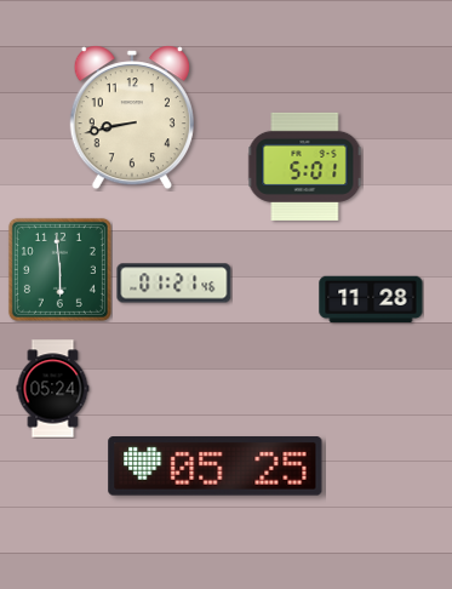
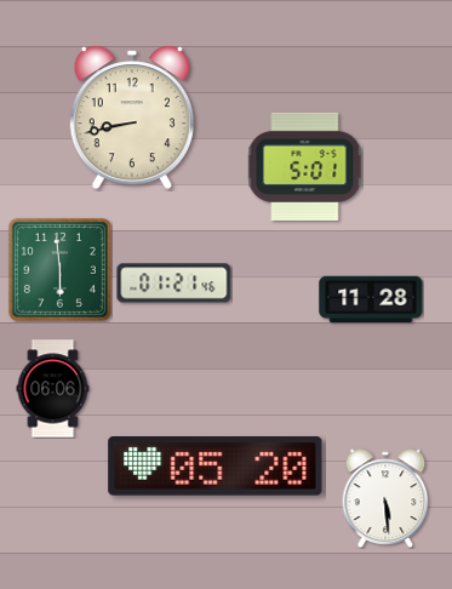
clock at (53, 389): 05:24 -> 06:06
clock at (216, 467): 05:25 -> 05:20
clock at (385, 497): none -> 5:29
